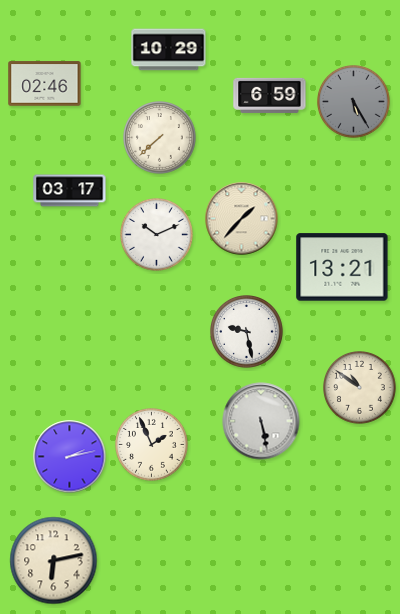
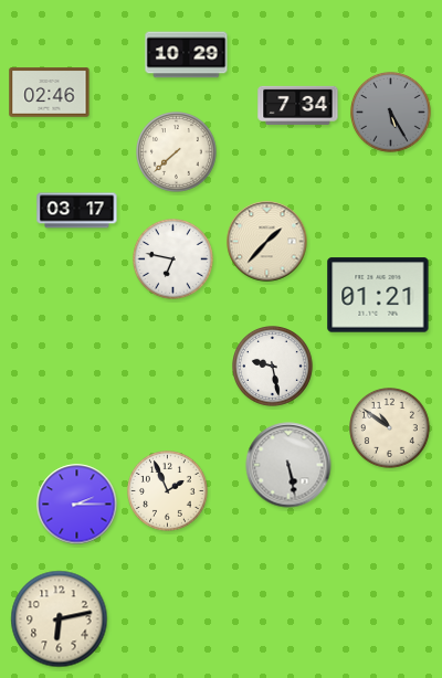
clock at (270, 95): 6:59 -> 7:34
clock at (157, 235): 10:11 -> 6:47
clock at (342, 267): 13:21 -> 01:21
clock at (360, 388) position: (360, 388) -> (390, 428)
clock at (70, 457): 2:13 -> 2:15
